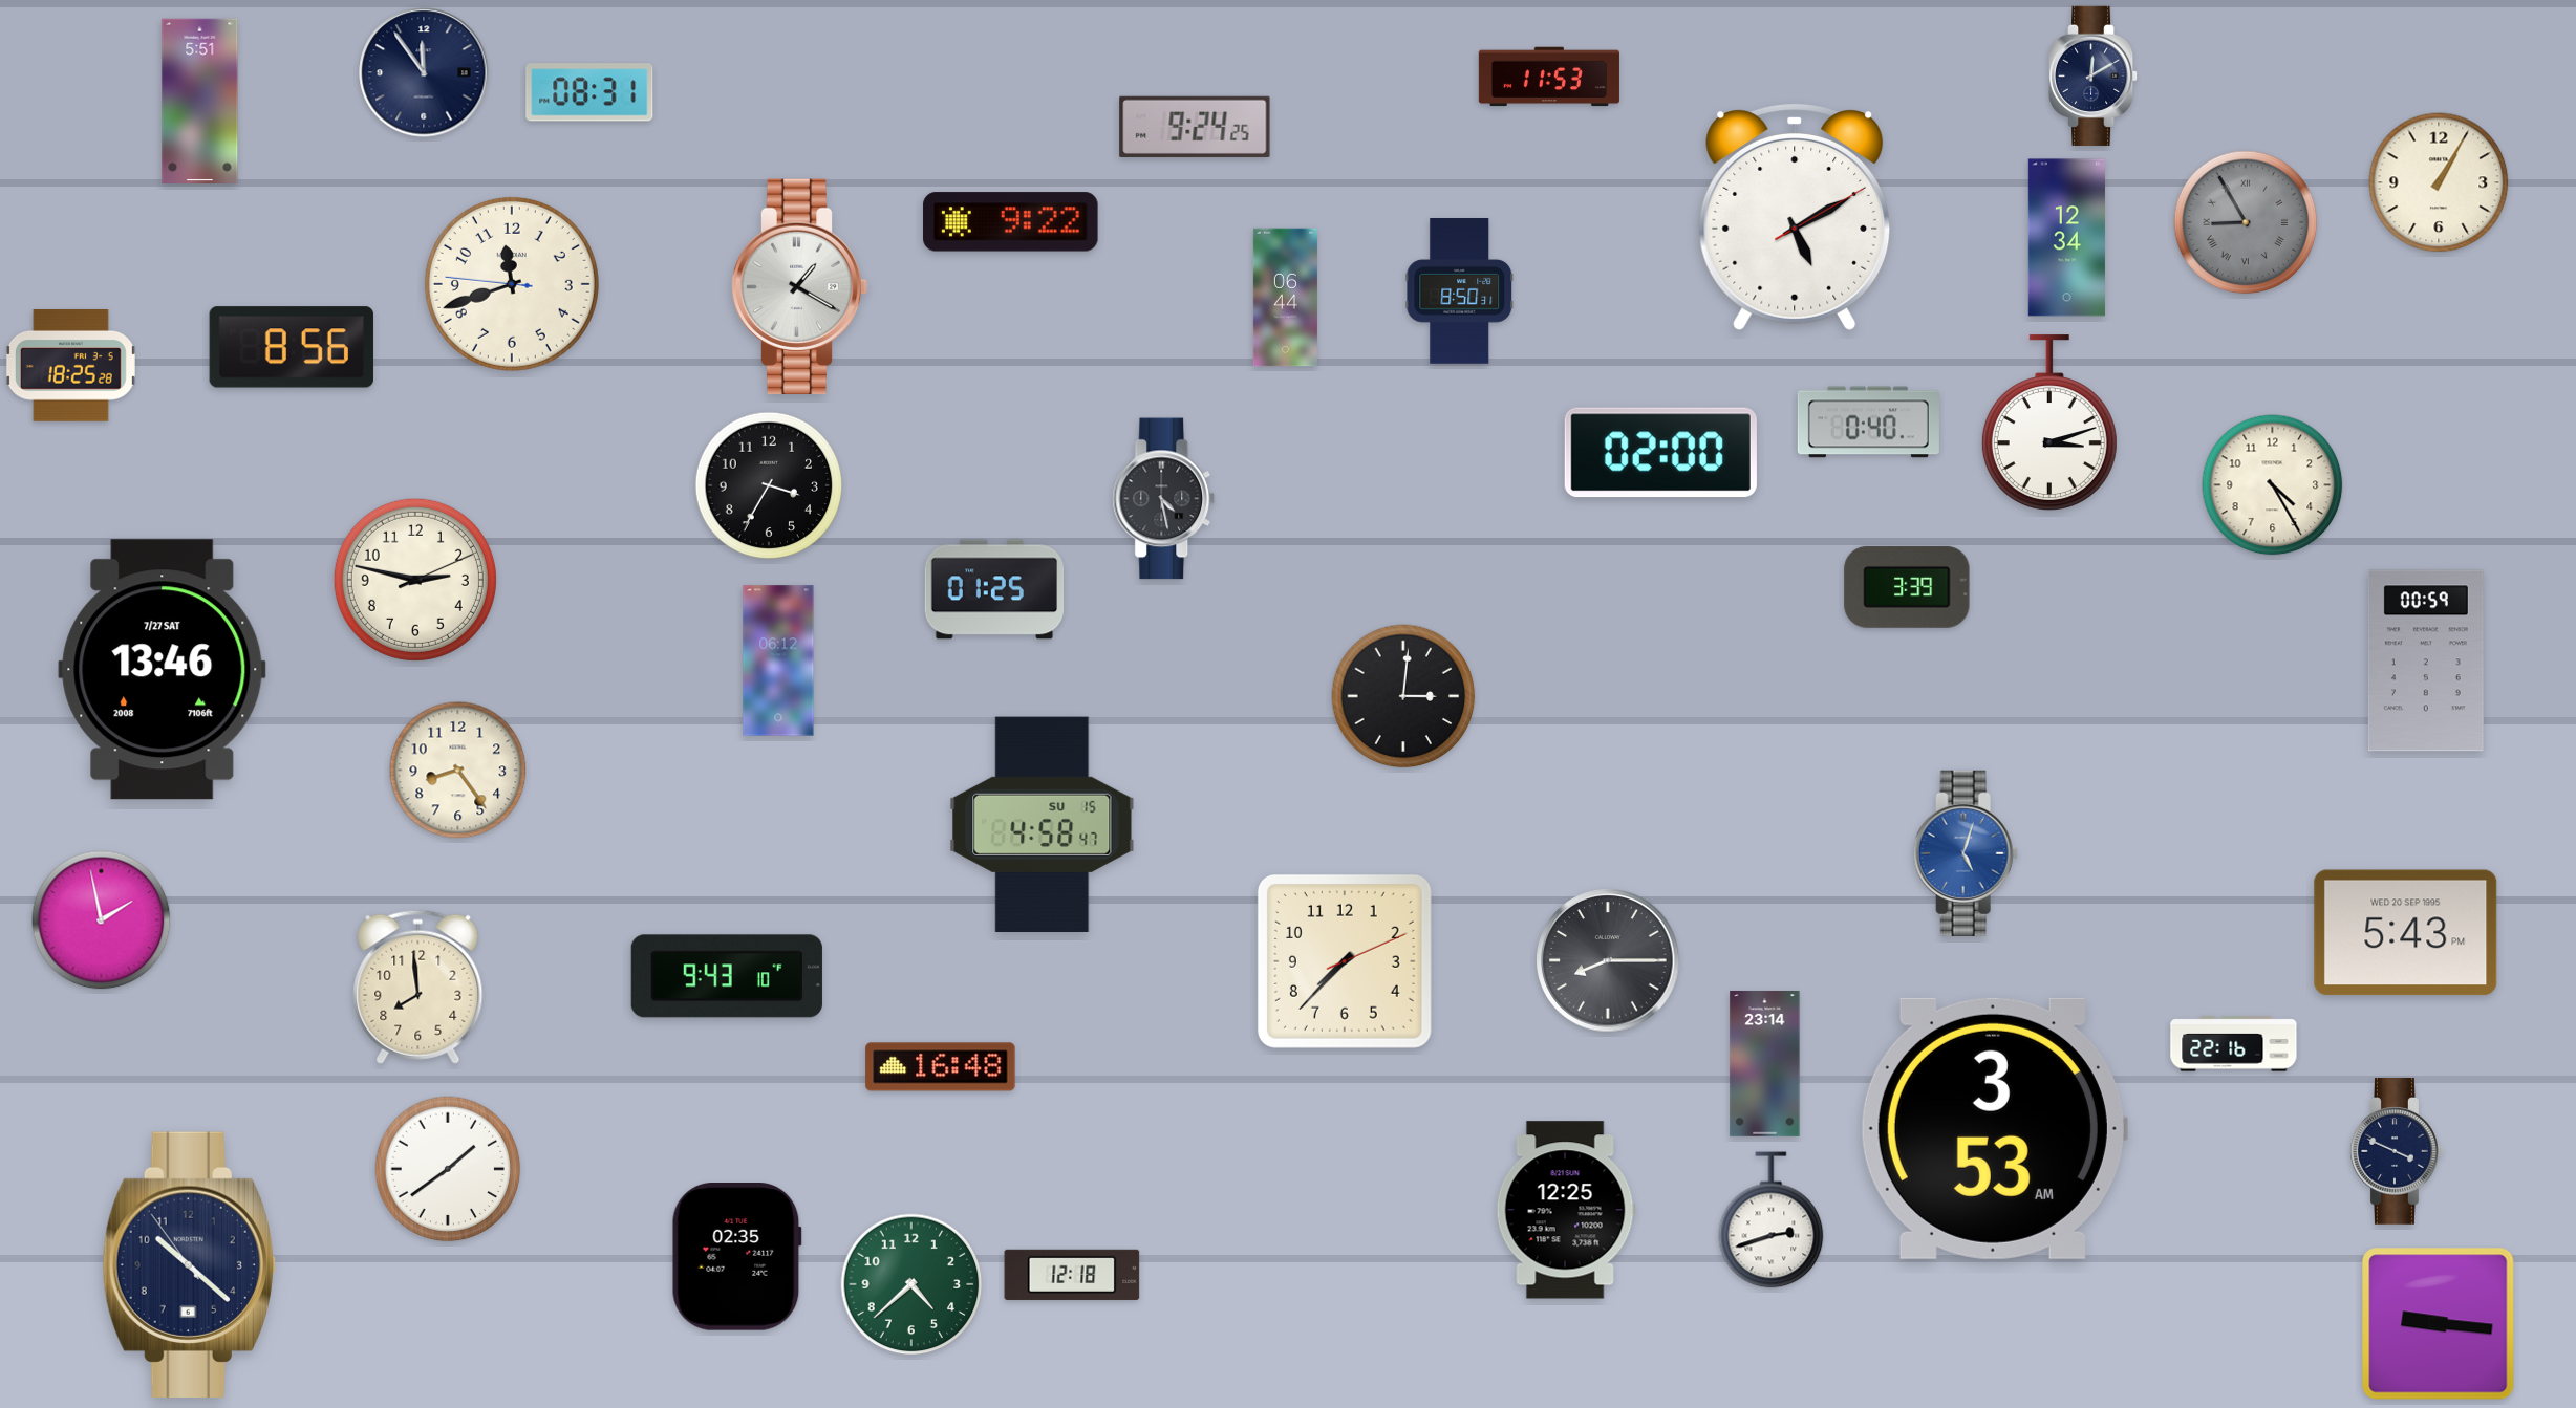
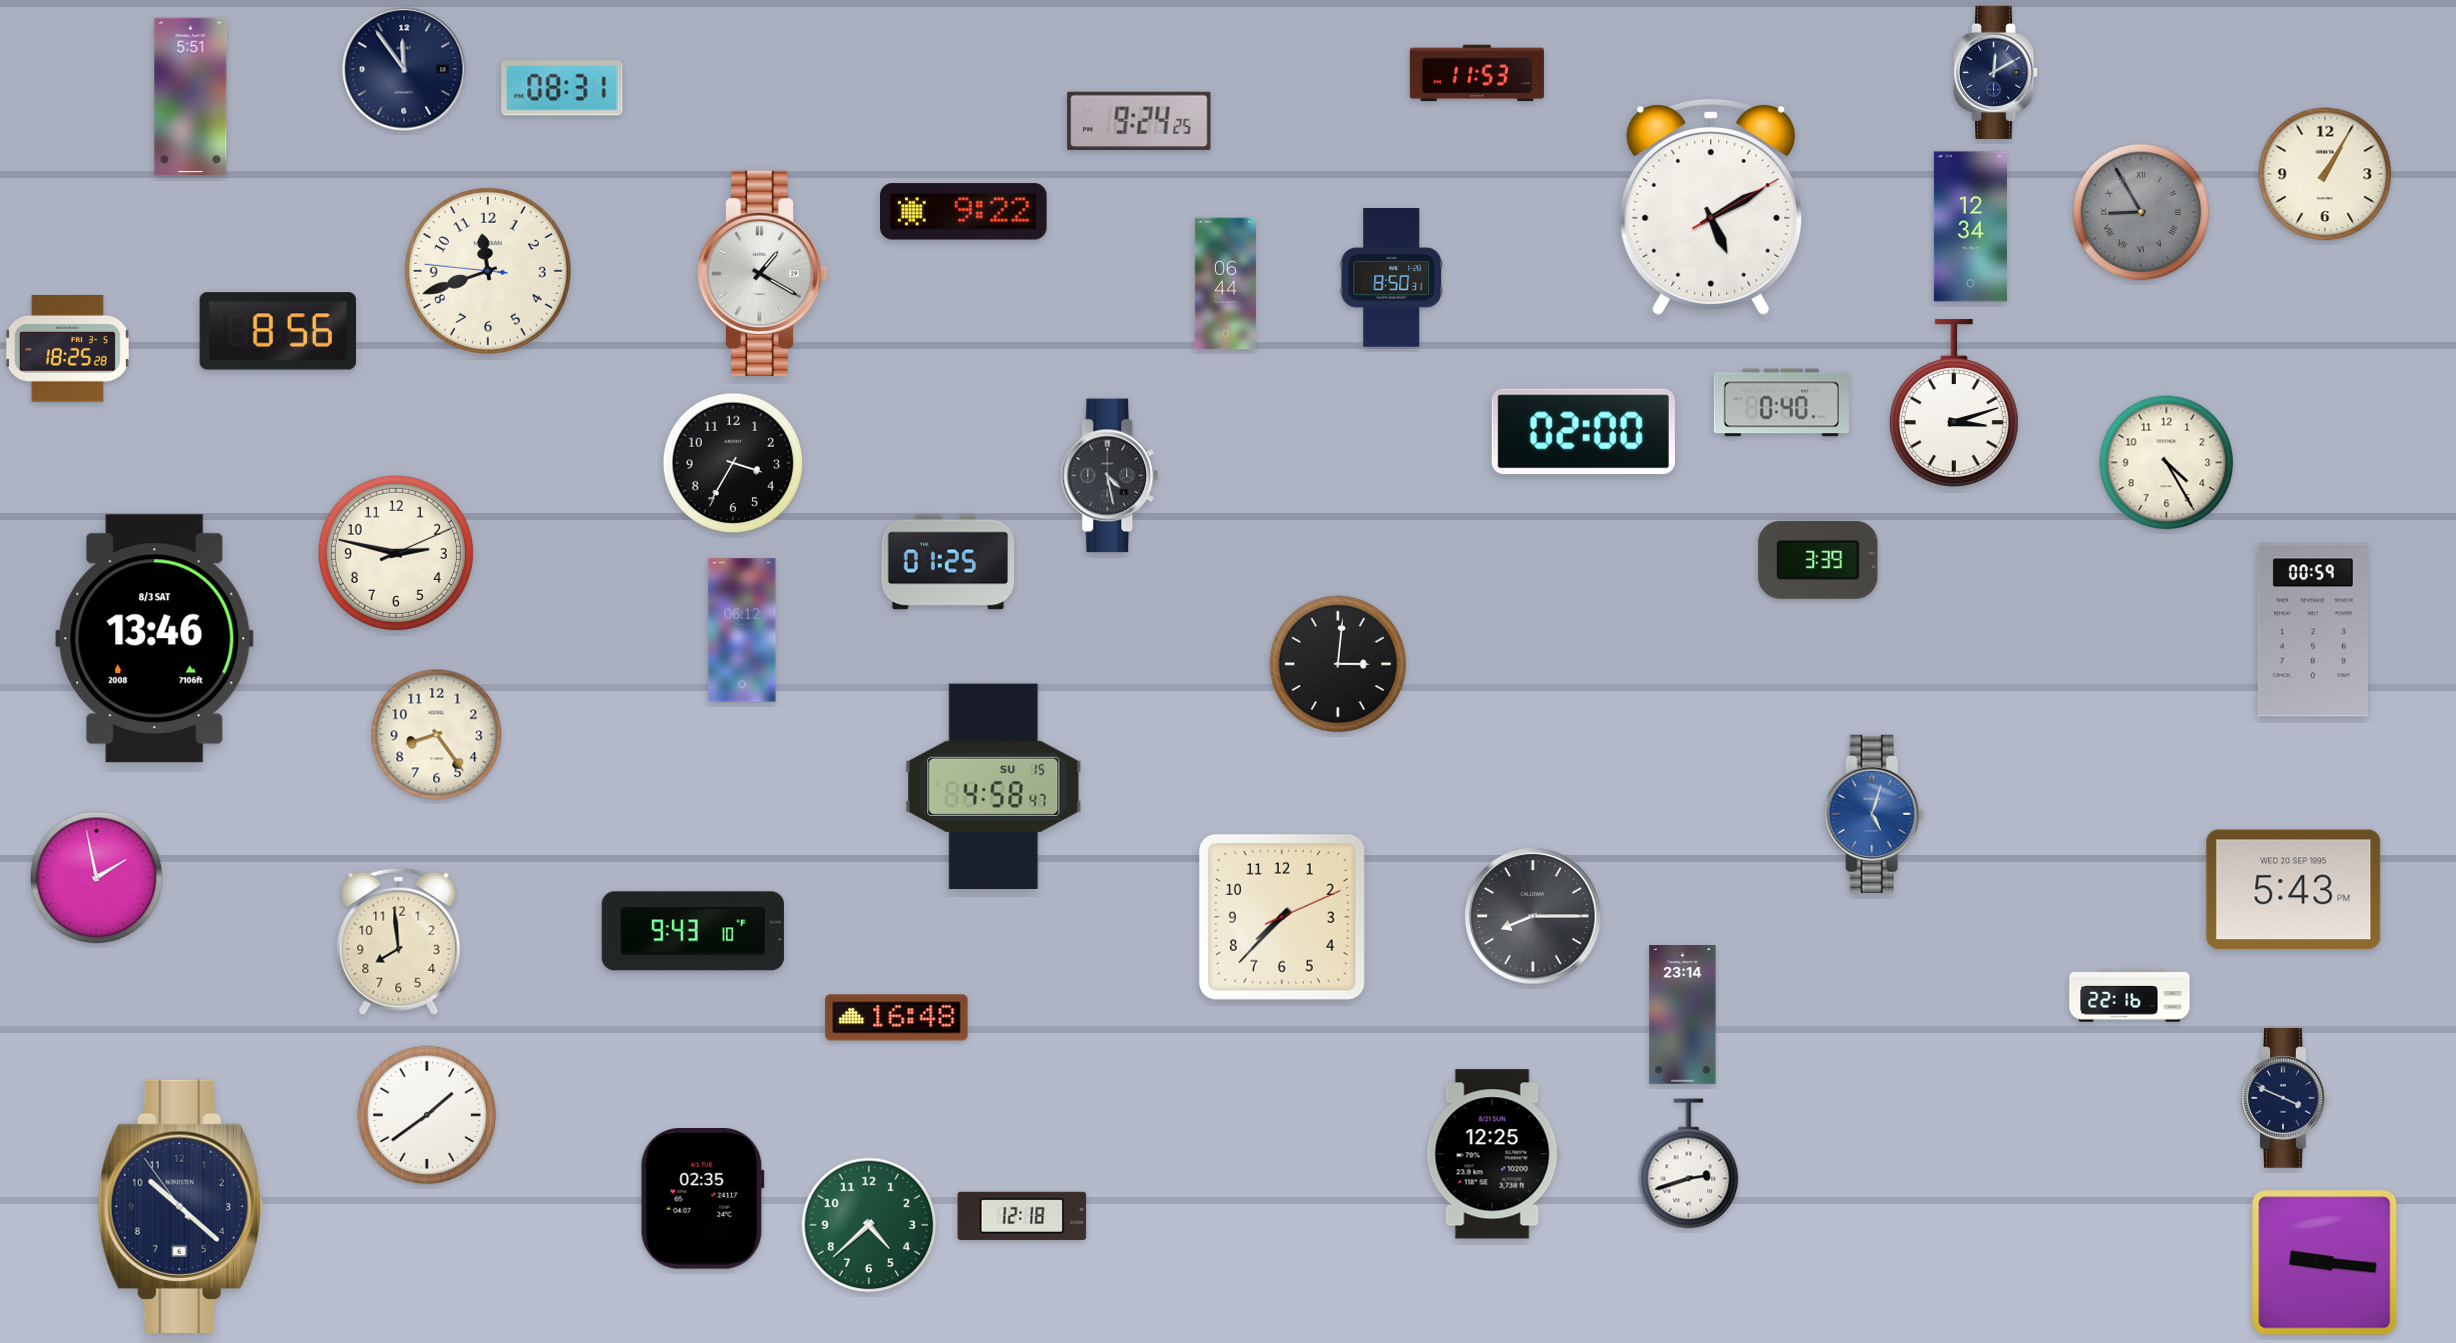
clock at (163, 670) date: 7/27 SAT -> 8/3 SAT
clock at (1994, 1128): 3:53 -> none
